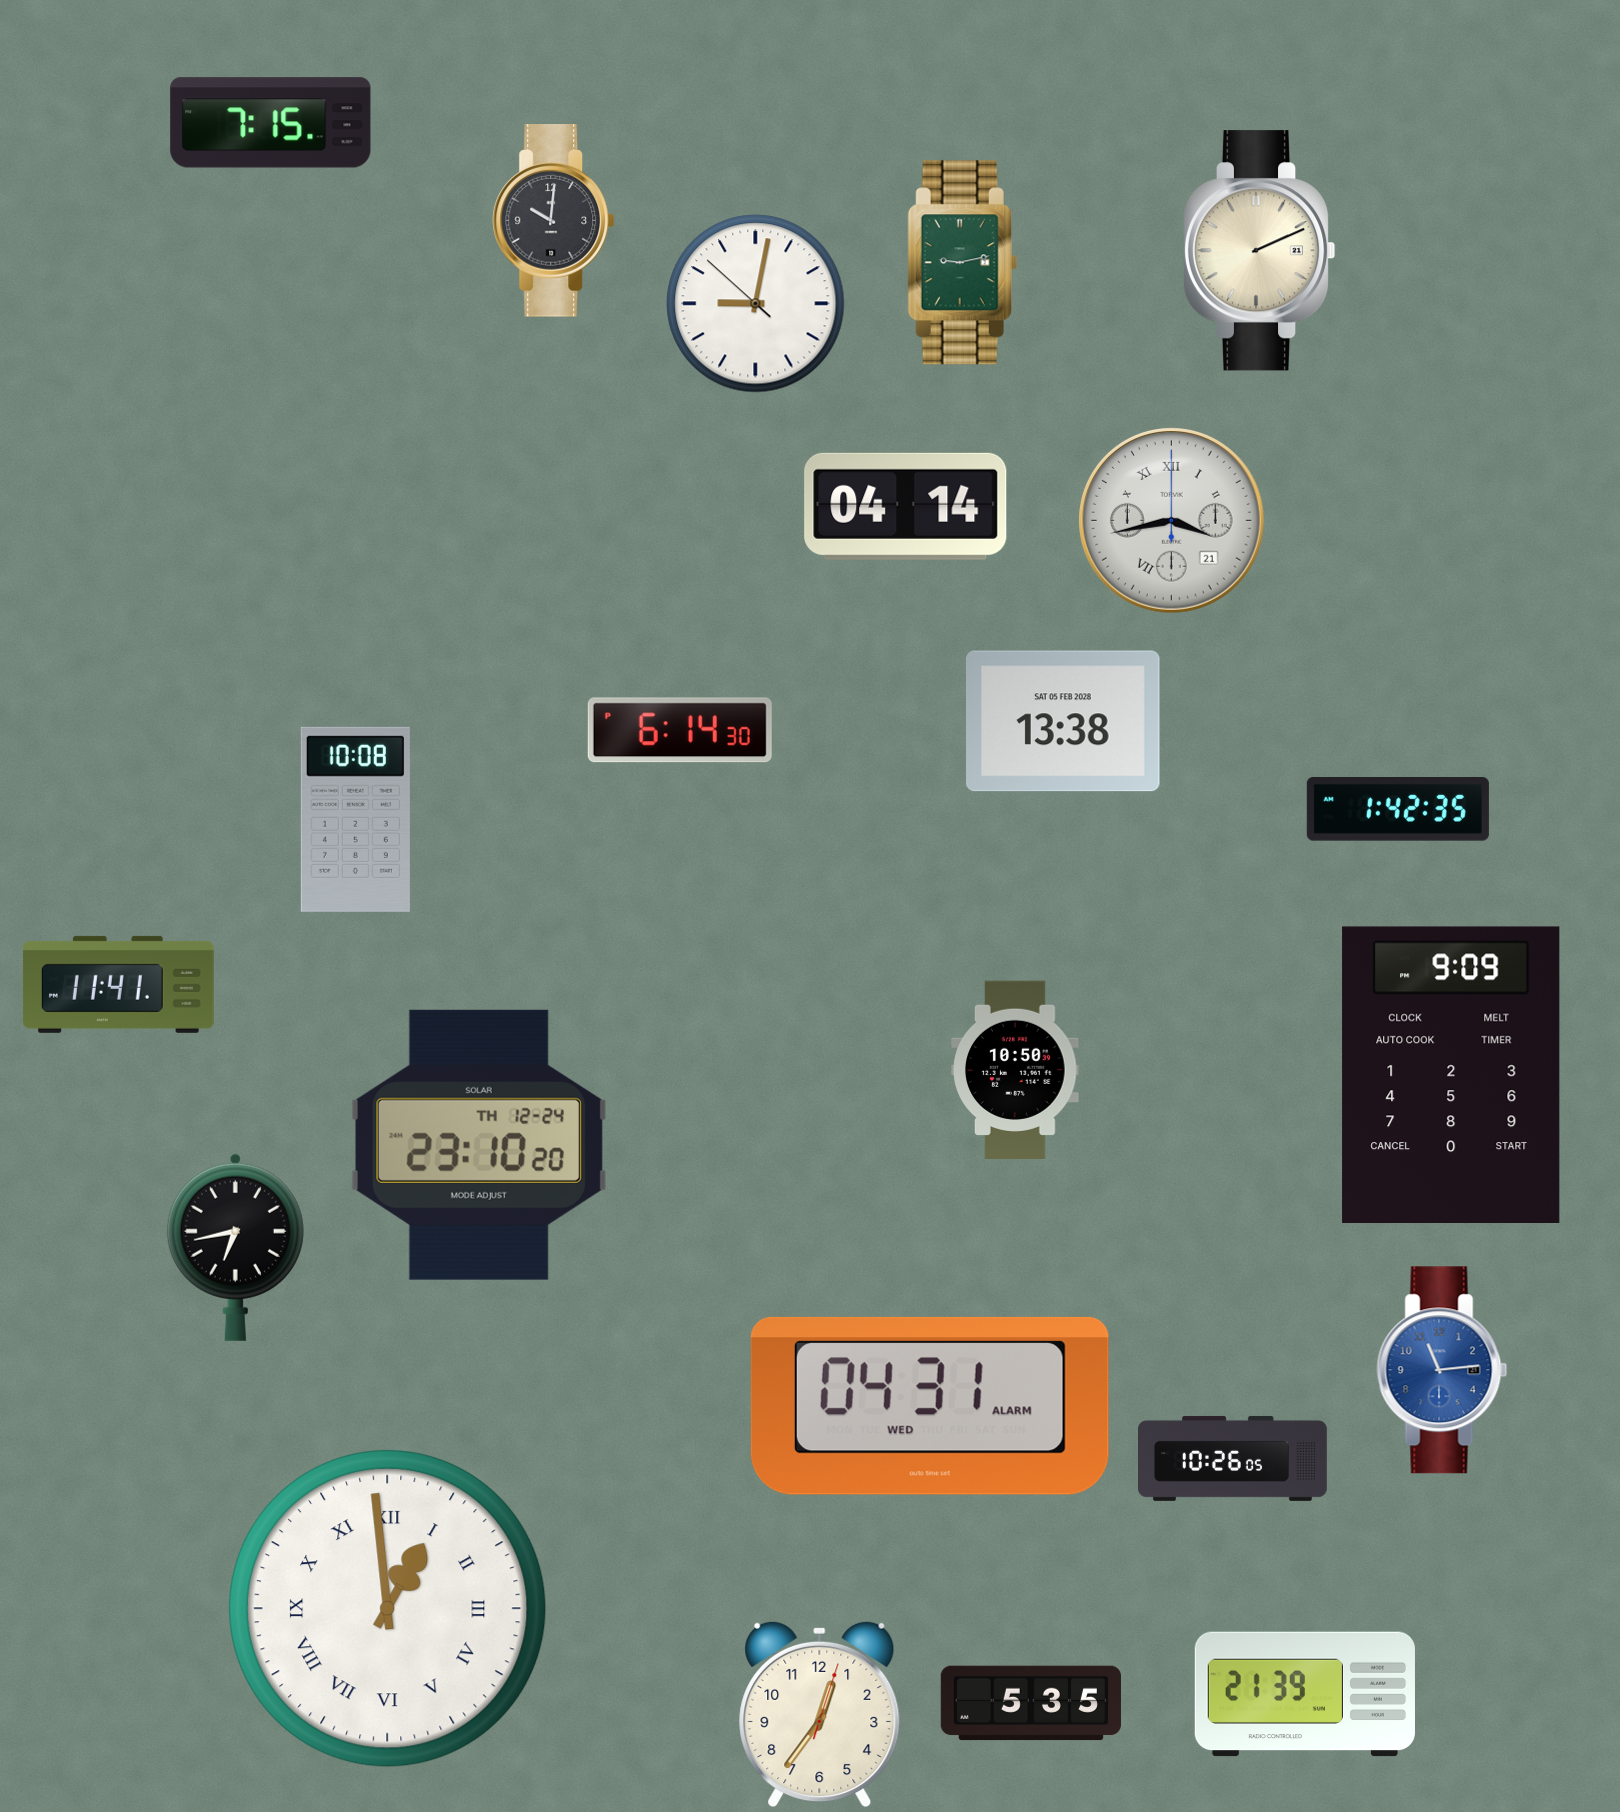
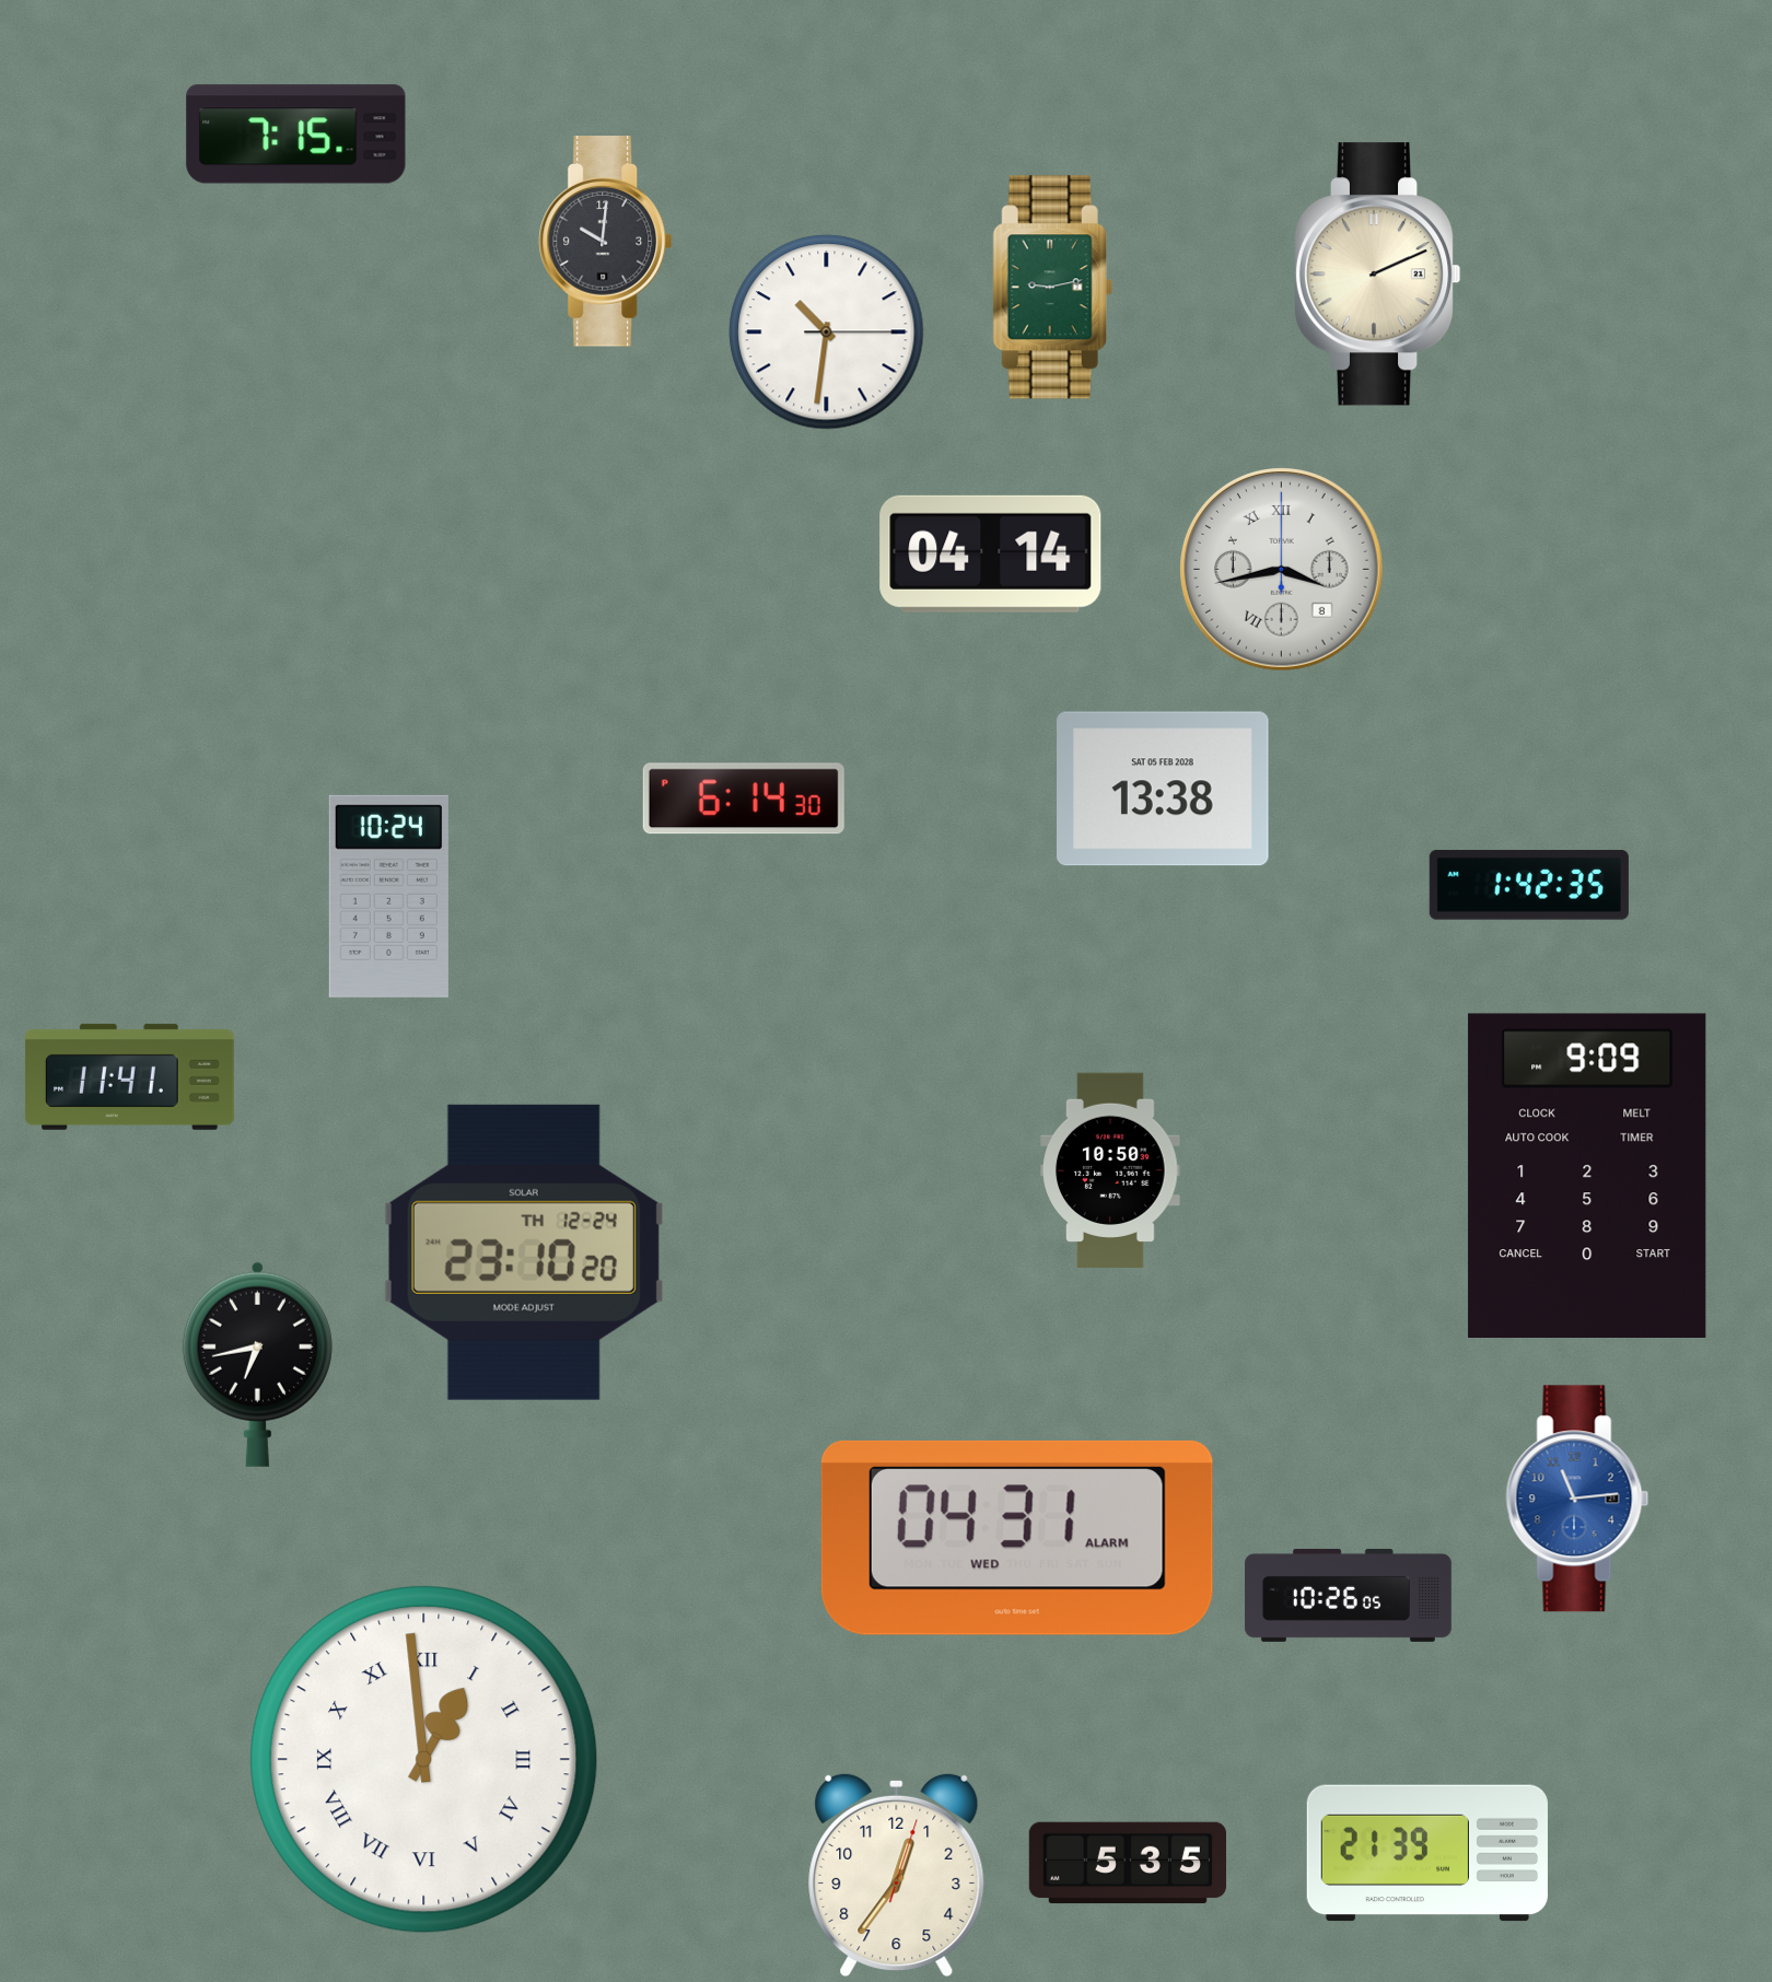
clock at (756, 304): 9:01 -> 10:31
clock at (1171, 520) date: 21 -> 8
clock at (355, 819): 10:08 -> 10:24
